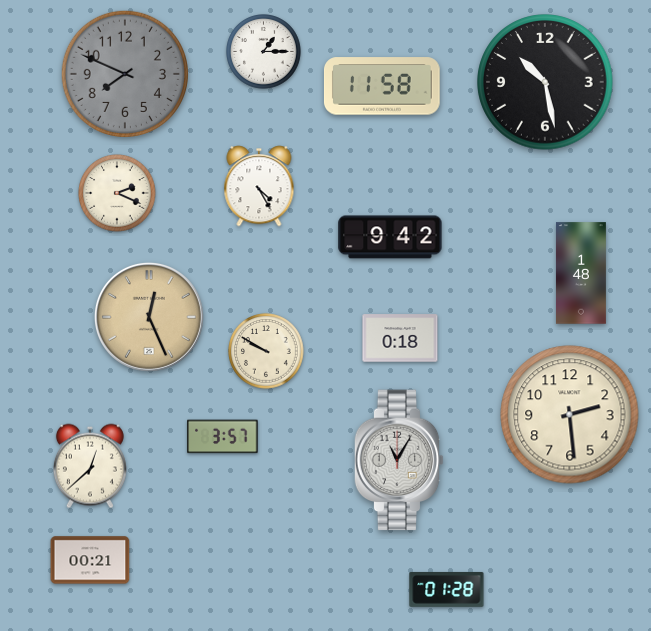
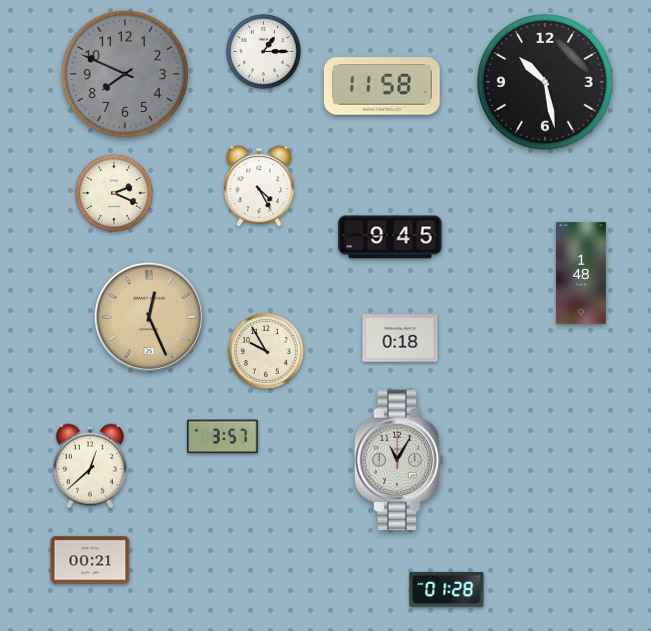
clock at (117, 193) position: (117, 193) -> (114, 193)
clock at (390, 237): 9:42 -> 9:45
clock at (266, 351): 9:50 -> 9:55
clock at (570, 415): 2:29 -> none
